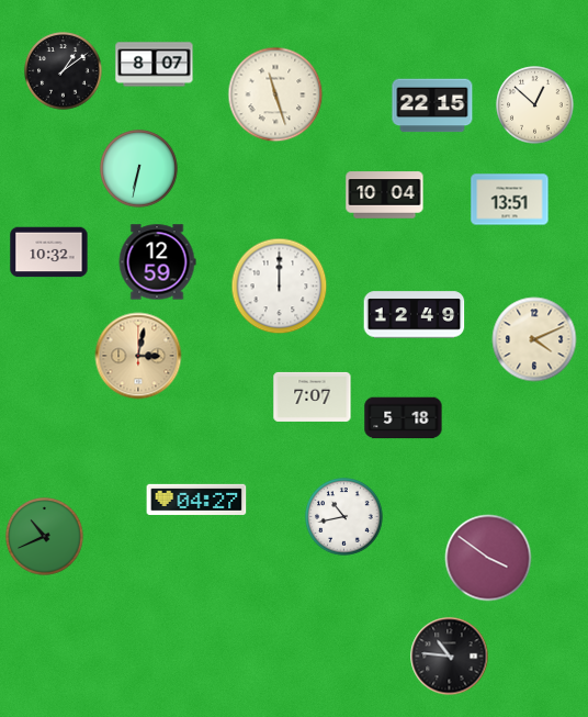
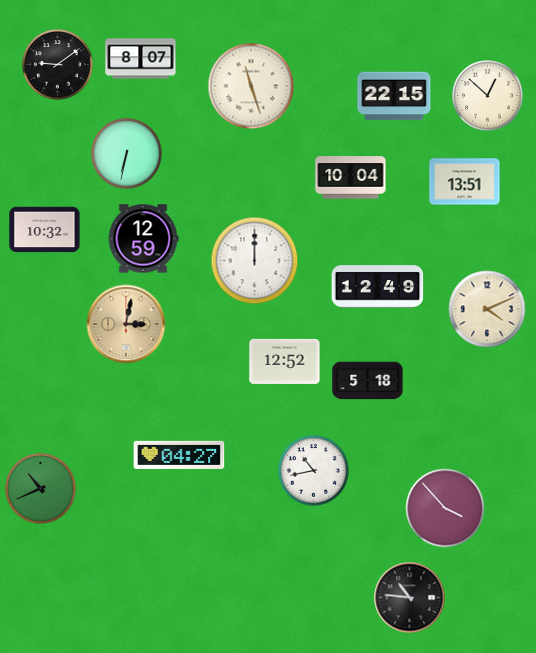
clock at (64, 71): 1:09 -> 9:09
clock at (313, 396): 7:07 -> 12:52
clock at (488, 558): 3:51 -> 3:53
